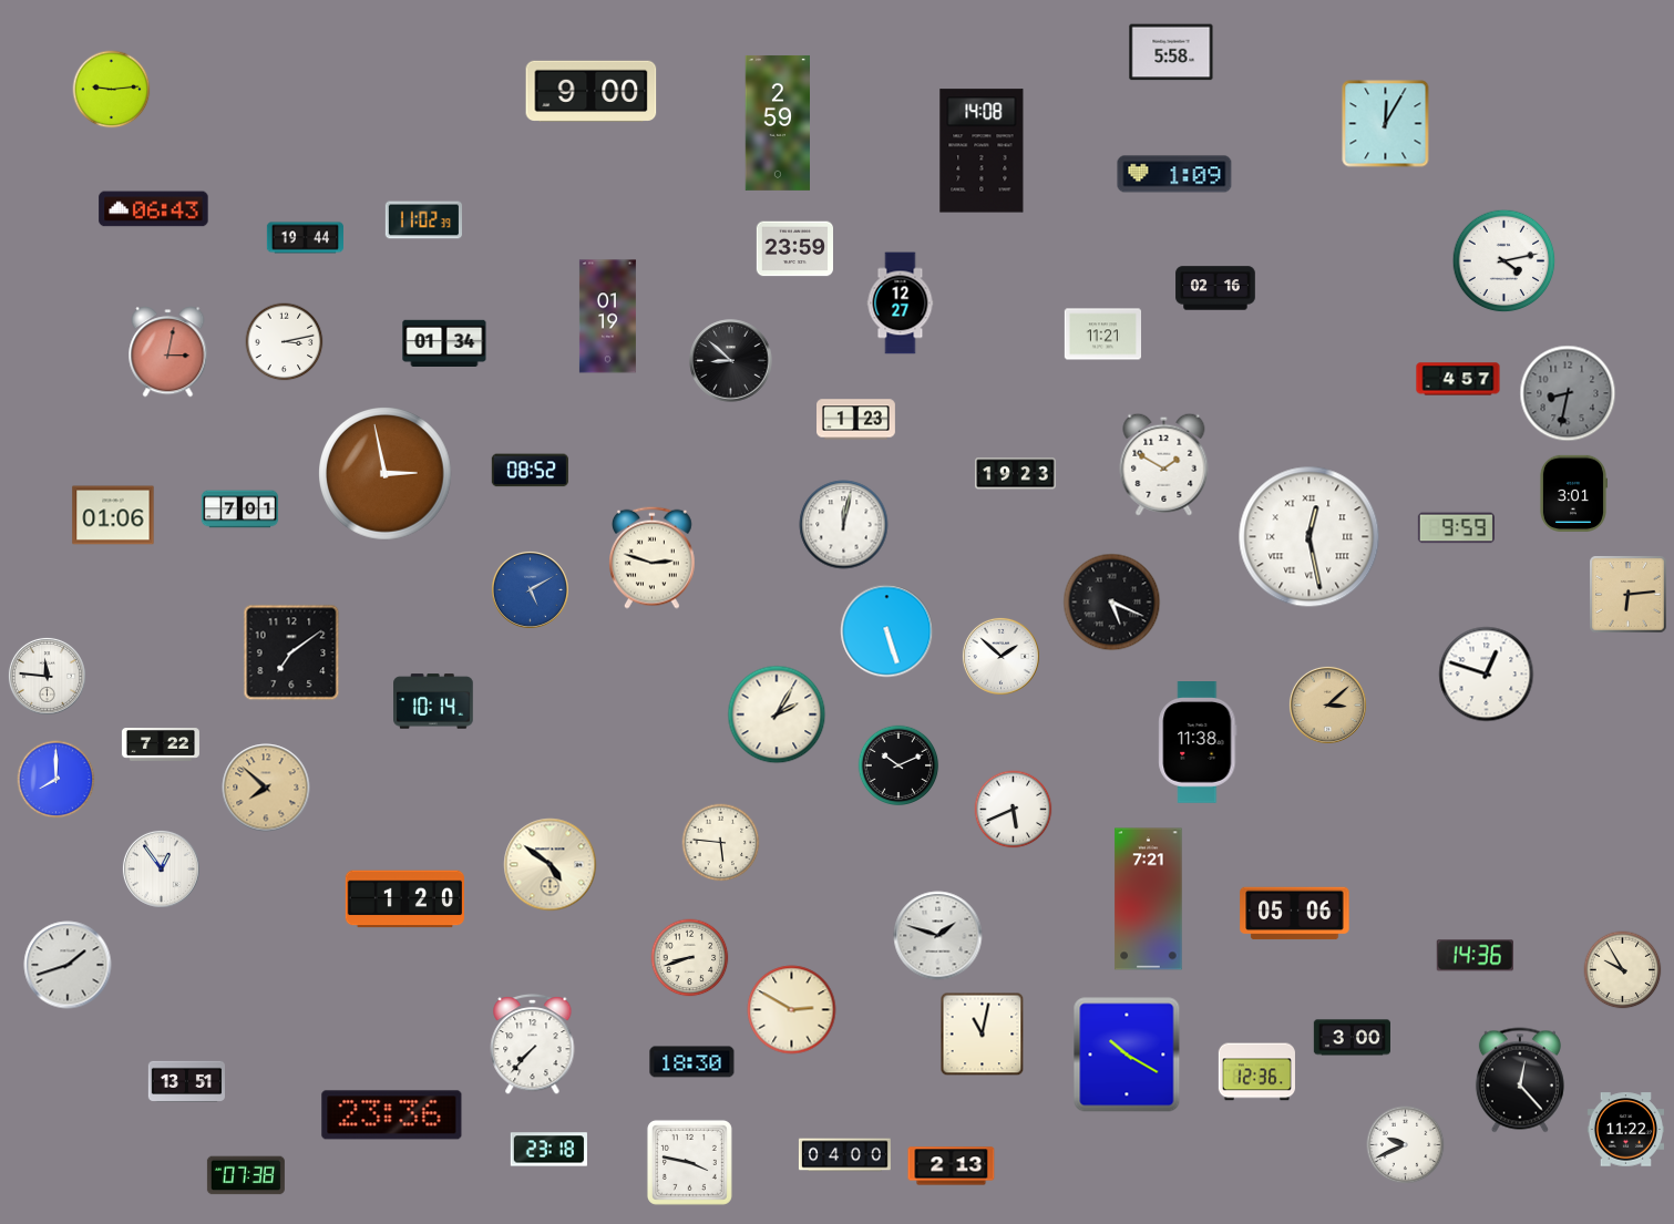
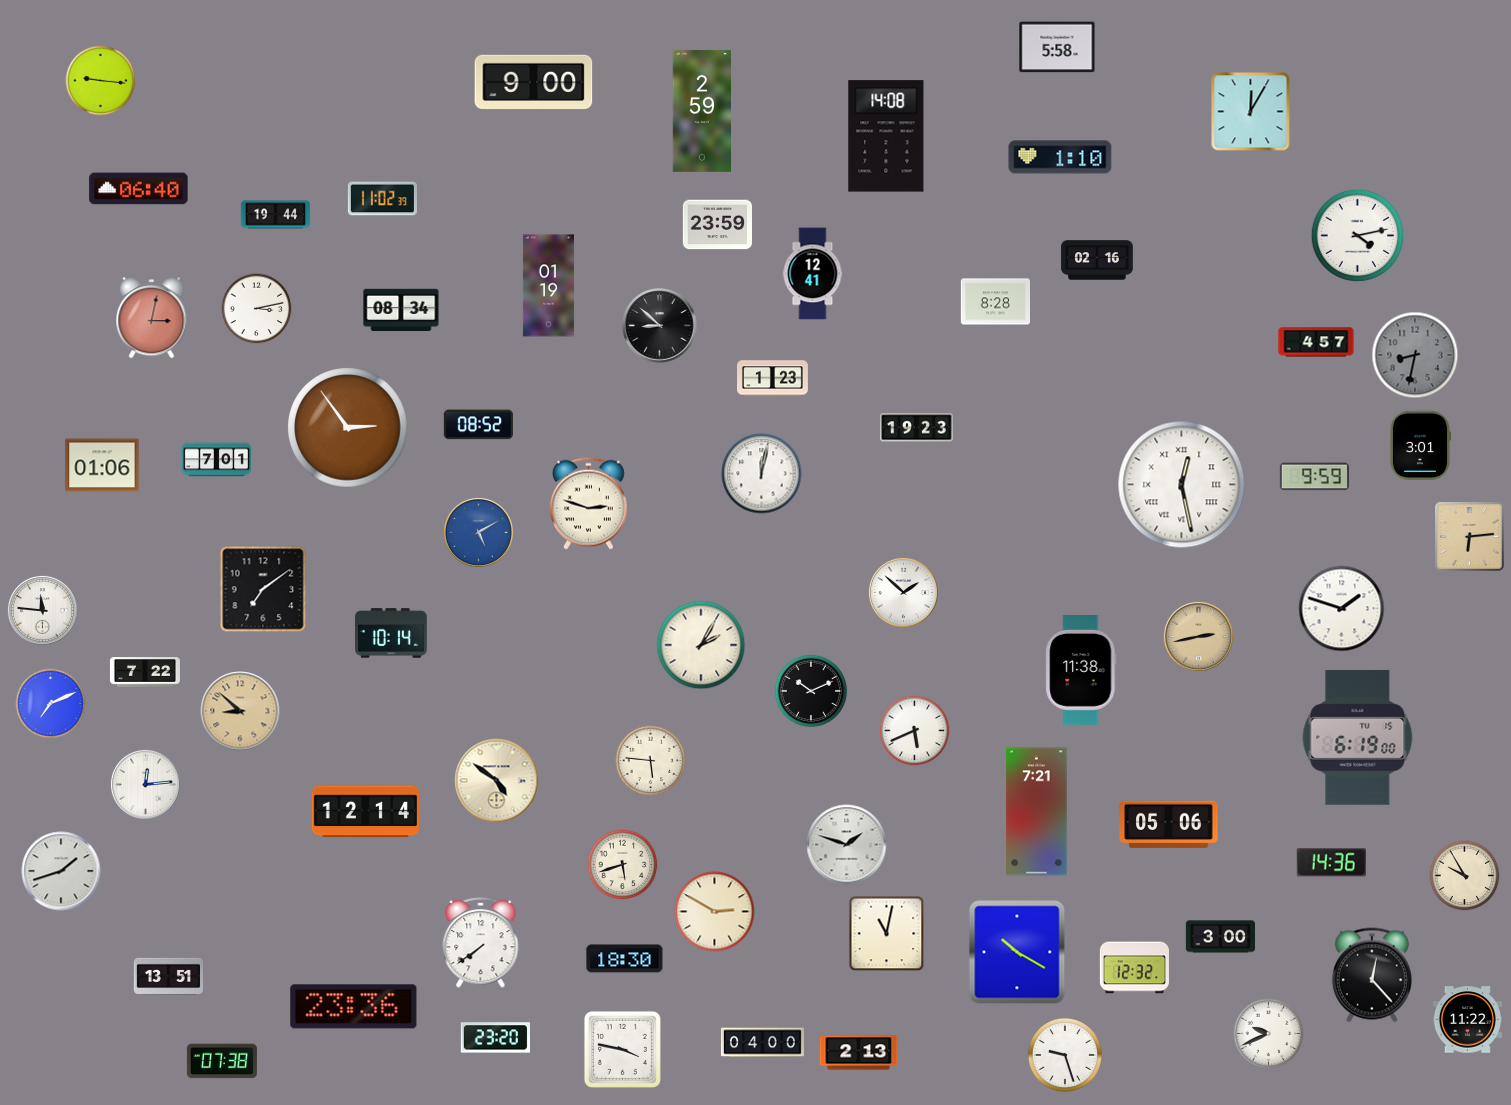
clock at (112, 90): 9:14 -> 9:16
clock at (1174, 174): 1:09 -> 1:10
clock at (154, 209): 06:43 -> 06:40
clock at (901, 304): 12:27 -> 12:41
clock at (1102, 335): 11:21 -> 8:28
clock at (444, 342): 01:34 -> 08:34
clock at (1164, 464): 1:50 -> none
clock at (386, 474): 2:58 -> 2:54
clock at (1112, 603): 5:19 -> none
clock at (887, 631): 5:27 -> none
clock at (1487, 675): 12:48 -> 1:48
clock at (1327, 704): 3:08 -> 2:43
clock at (57, 780): 8:00 -> 7:11
clock at (266, 788): 7:52 -> 8:52
clock at (1358, 737): none -> 6:19
clock at (161, 868): 12:54 -> 12:14
clock at (404, 899): 1:20 -> 12:14
clock at (690, 958): 8:42 -> 5:42
clock at (533, 1043): 7:37 -> 7:39
clock at (1256, 1072): 12:36 -> 12:32
clock at (548, 1150): 23:18 -> 23:20
clock at (1065, 1055): none -> 9:27
